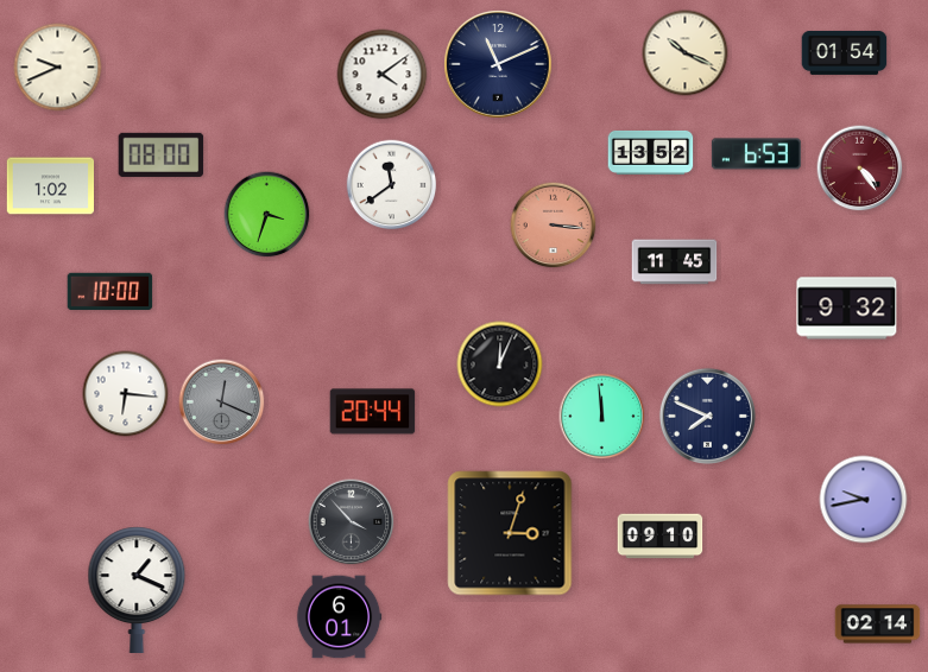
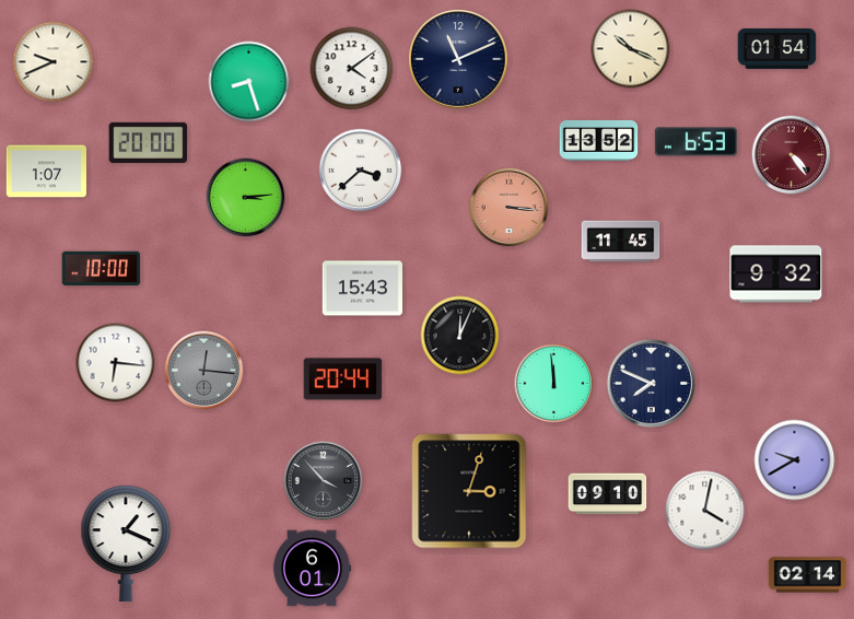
clock at (249, 82): none -> 8:27
clock at (162, 154): 08:00 -> 20:00
clock at (392, 185): 11:39 -> 3:38
clock at (50, 186): 1:02 -> 1:07
clock at (267, 215): 3:33 -> 3:14
clock at (847, 309) position: (847, 309) -> (776, 275)
clock at (362, 289): none -> 15:43
clock at (222, 402): 12:19 -> 12:16
clock at (864, 500): 9:43 -> 9:40
clock at (705, 511): none -> 4:02
